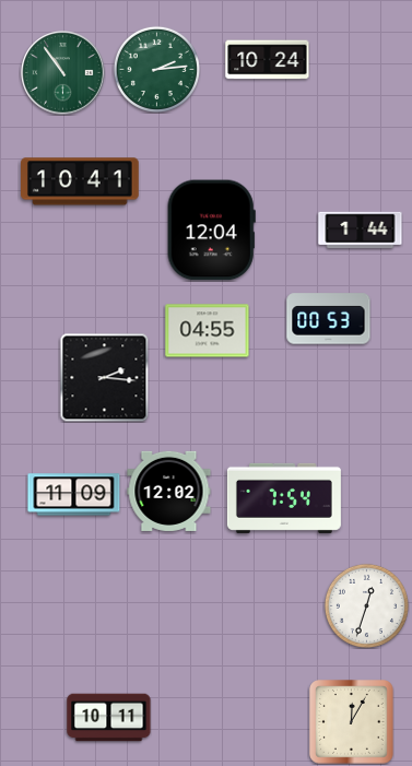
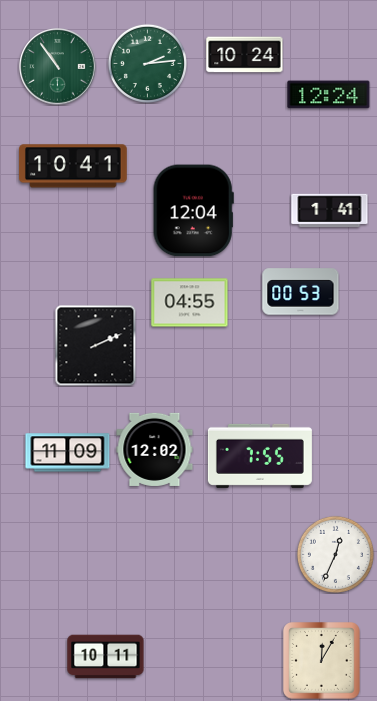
clock at (156, 69) position: (156, 69) -> (147, 63)
clock at (329, 95): none -> 12:24
clock at (361, 231): 1:44 -> 1:41
clock at (104, 377): 2:16 -> 2:11
clock at (284, 498): 7:54 -> 7:55
clock at (366, 605): 12:33 -> 12:34
clock at (109, 718) position: (109, 718) -> (106, 657)
